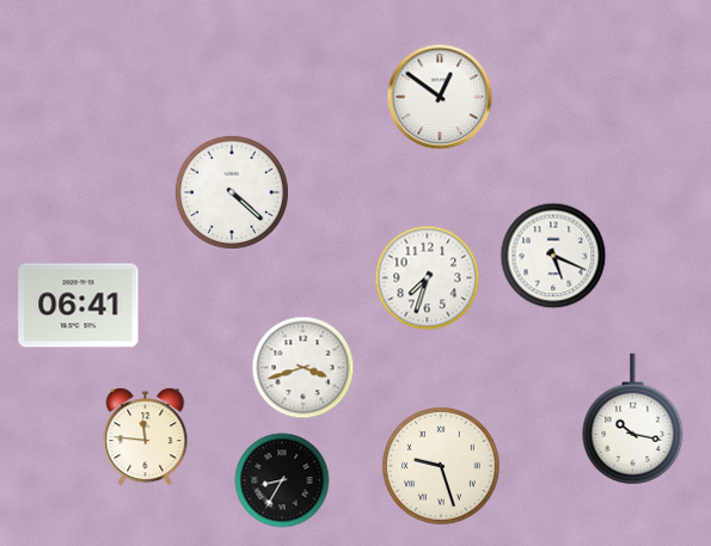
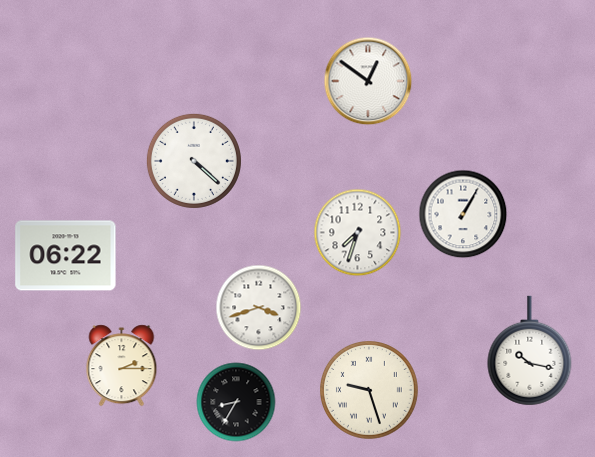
clock at (553, 256): 5:19 -> 1:05
clock at (79, 306): 06:41 -> 06:22
clock at (304, 368) position: (304, 368) -> (259, 308)
clock at (146, 437): 11:46 -> 2:15
